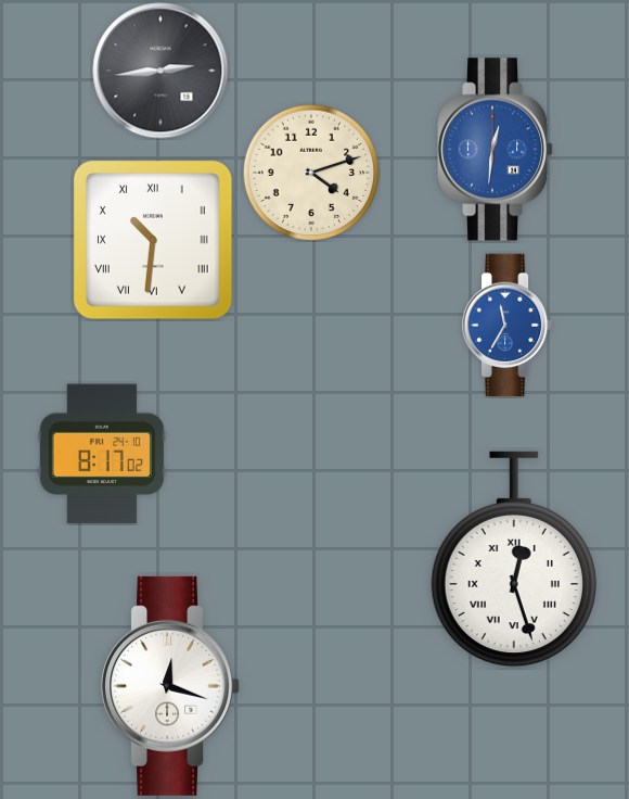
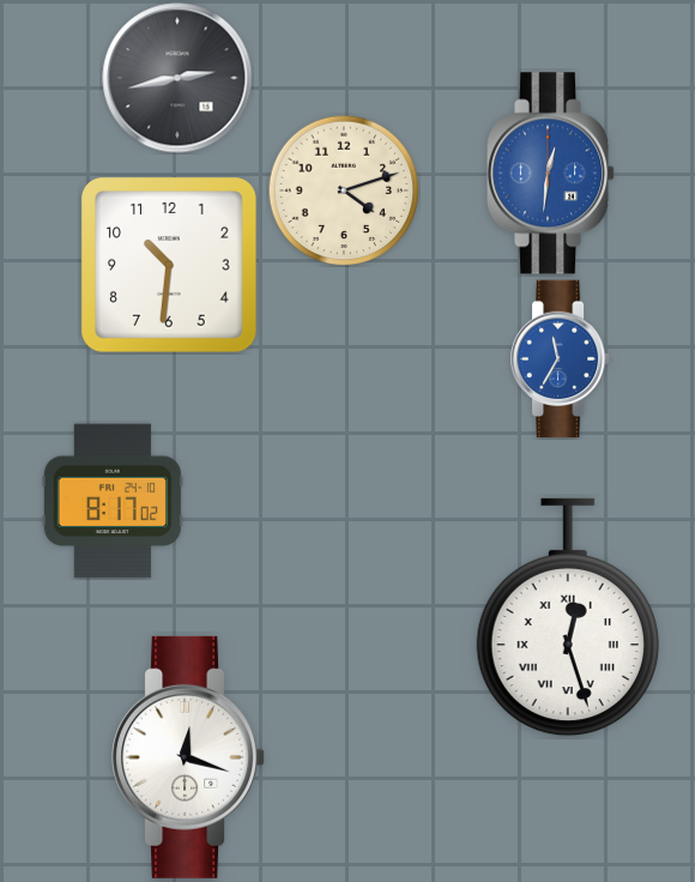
clock at (161, 71): 2:44 -> 2:43
clock at (497, 150) position: (497, 150) -> (552, 174)
clock at (154, 241) numerals: Roman -> Arabic
